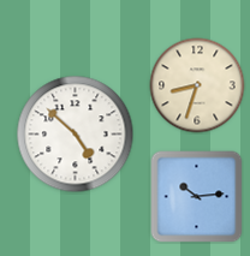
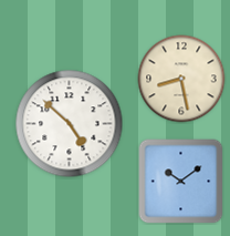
clock at (197, 85): 8:33 -> 8:28
clock at (197, 197): 10:14 -> 10:09
